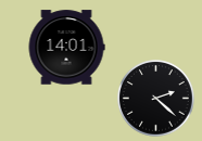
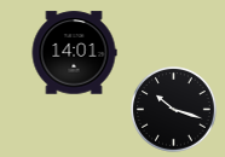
clock at (156, 99): 2:22 -> 10:18
